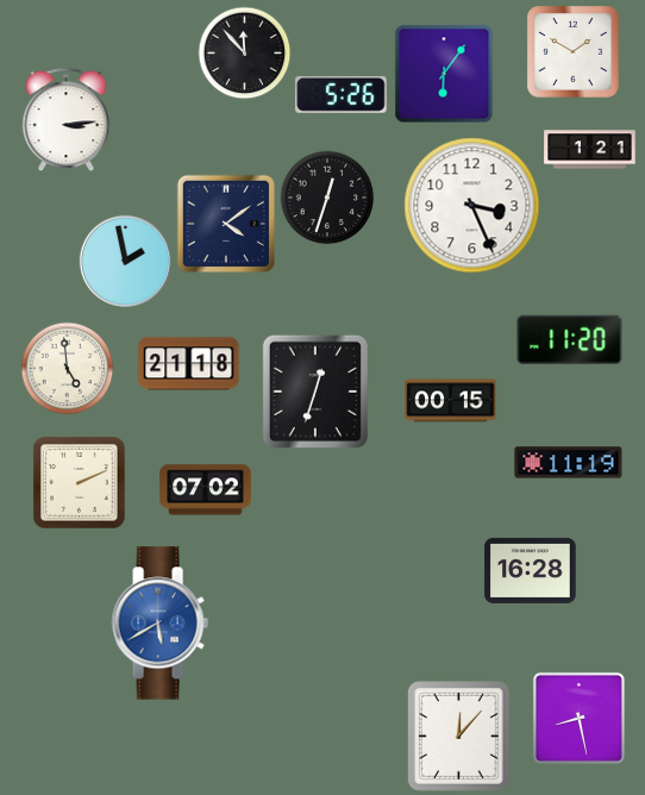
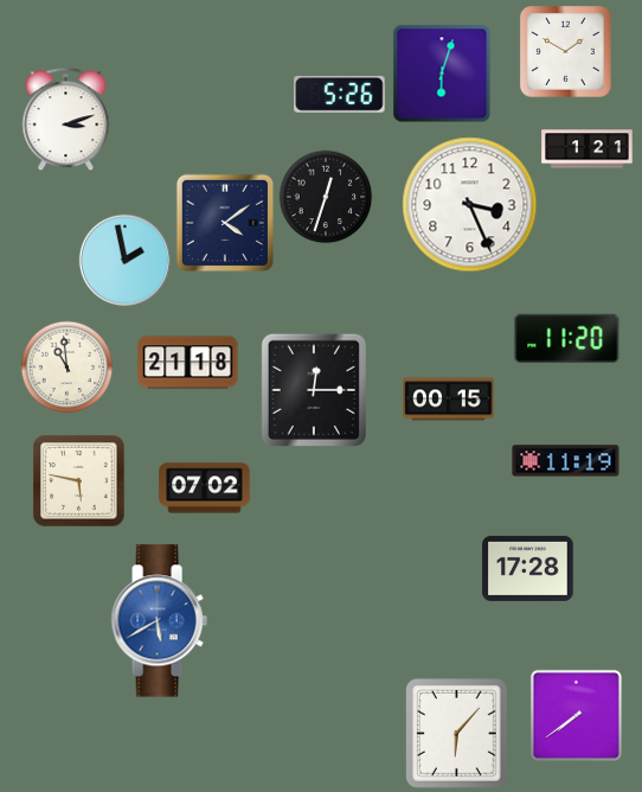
clock at (244, 52): 11:53 -> none
clock at (574, 52) position: (574, 52) -> (566, 52)
clock at (444, 74): 6:06 -> 6:03
clock at (67, 119): 3:14 -> 3:12
clock at (67, 368): 4:59 -> 10:59
clock at (315, 392): 12:33 -> 12:15
clock at (80, 483): 2:11 -> 5:47
clock at (531, 570): 16:28 -> 17:28
clock at (578, 718): 8:28 -> 7:39
clock at (459, 737): 12:07 -> 6:07
